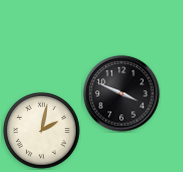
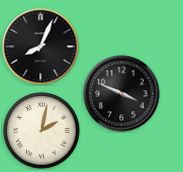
clock at (41, 47): none -> 8:04
